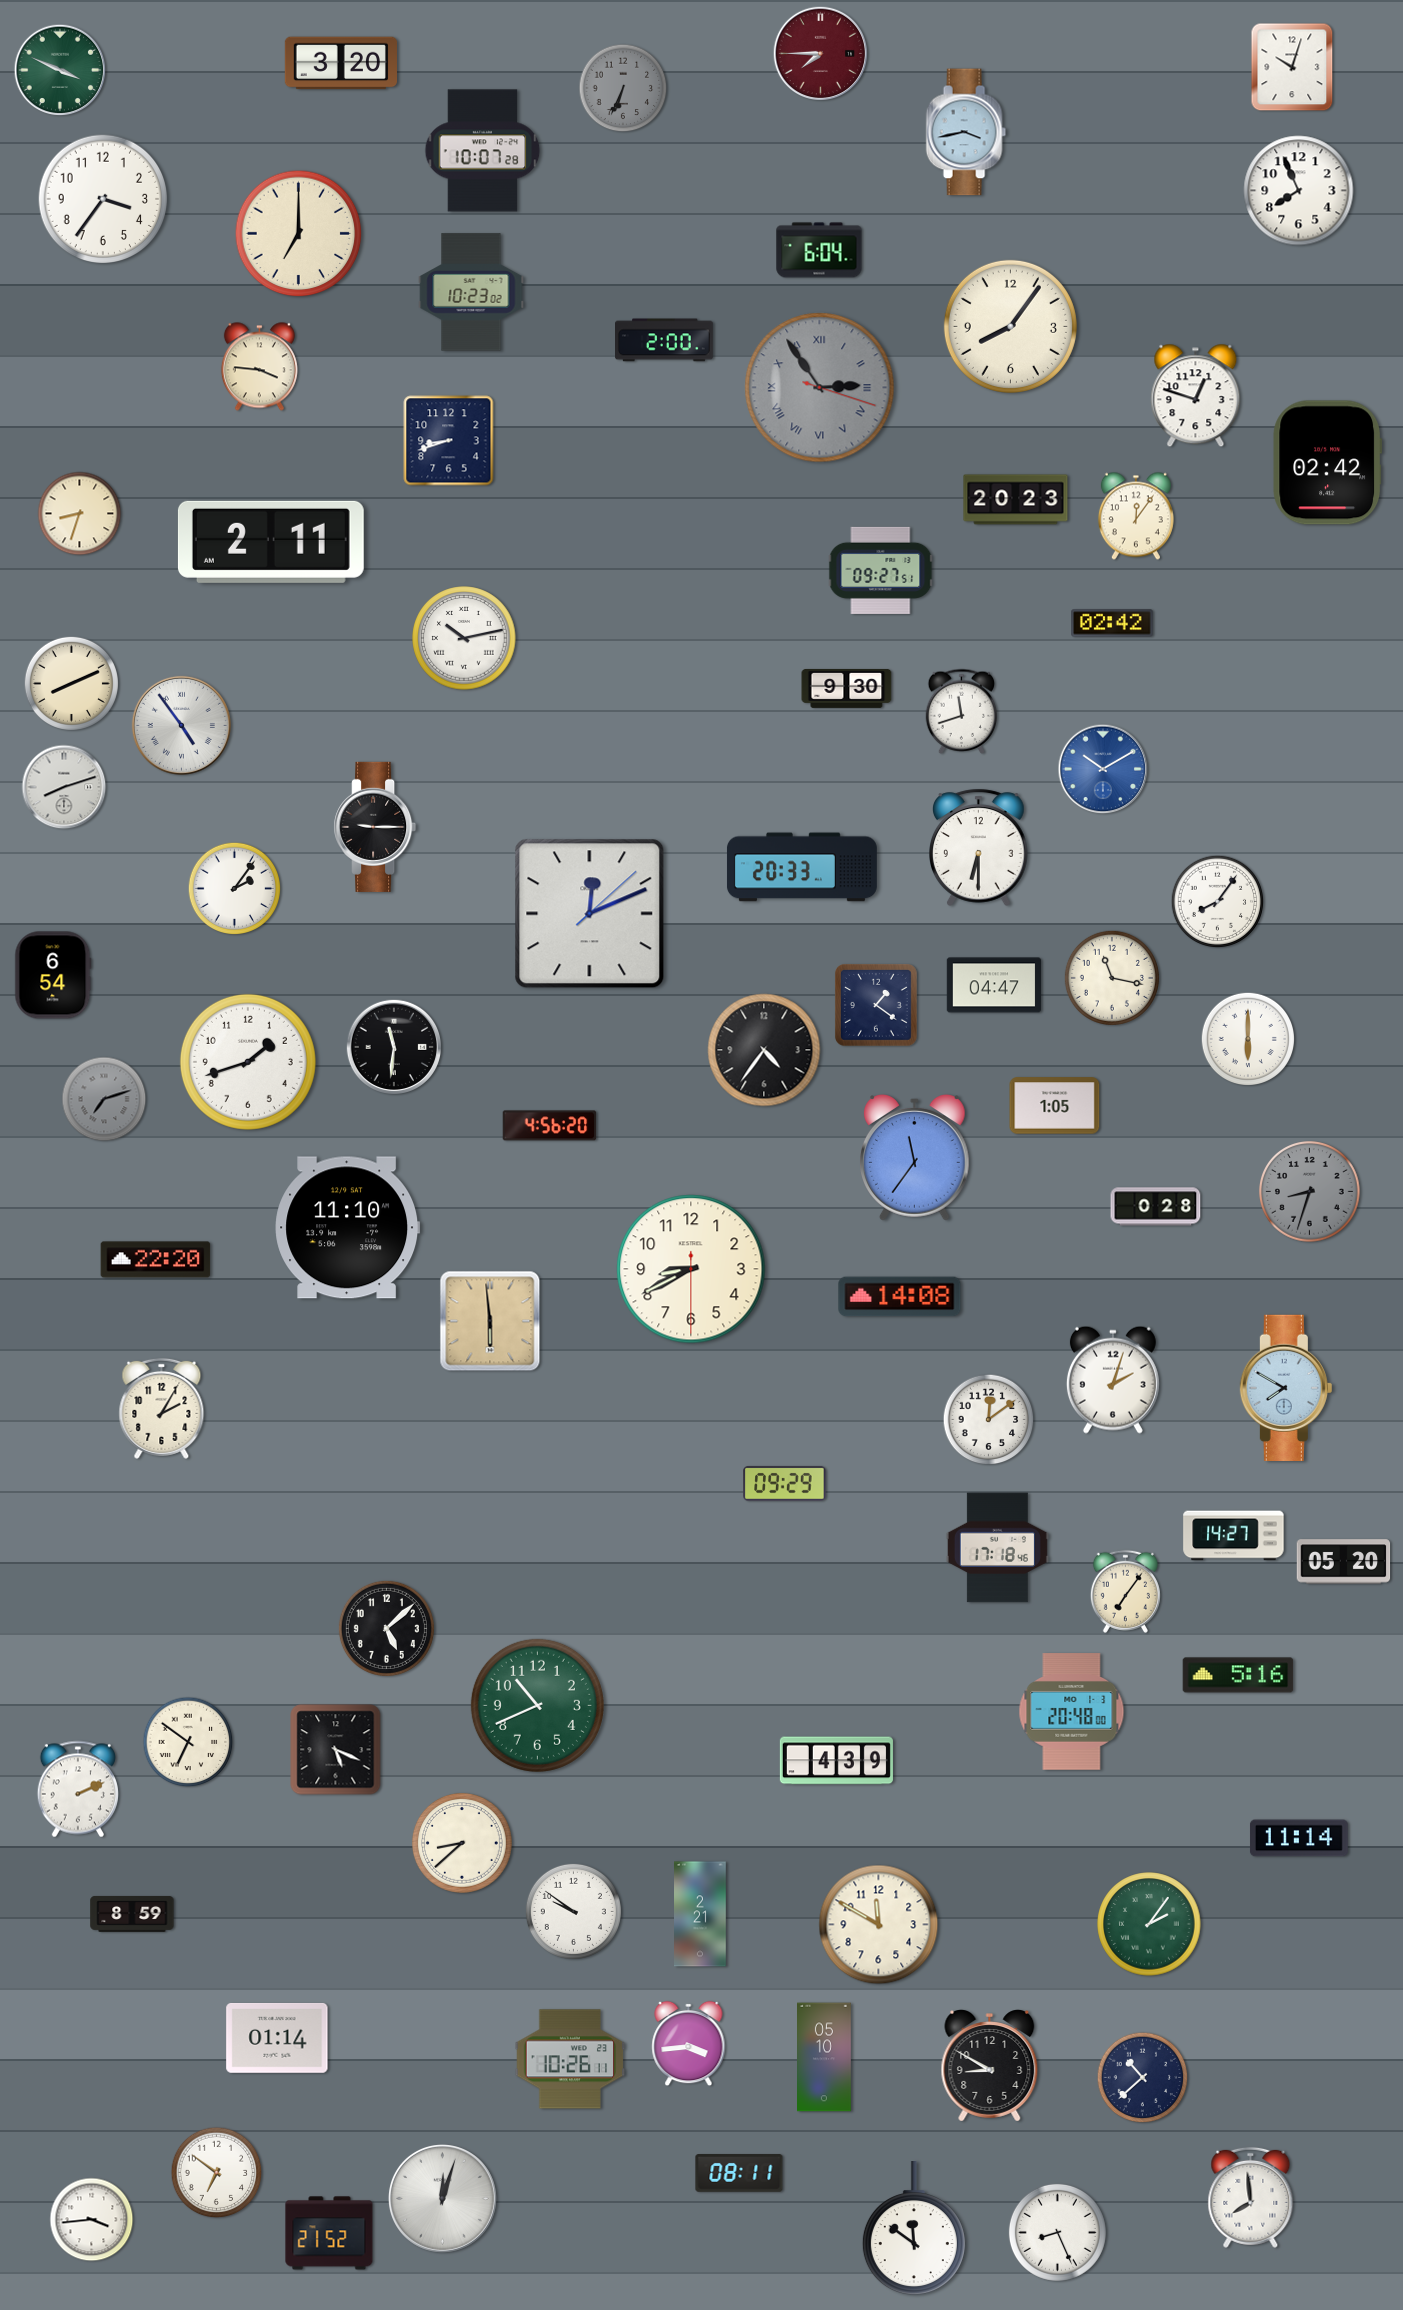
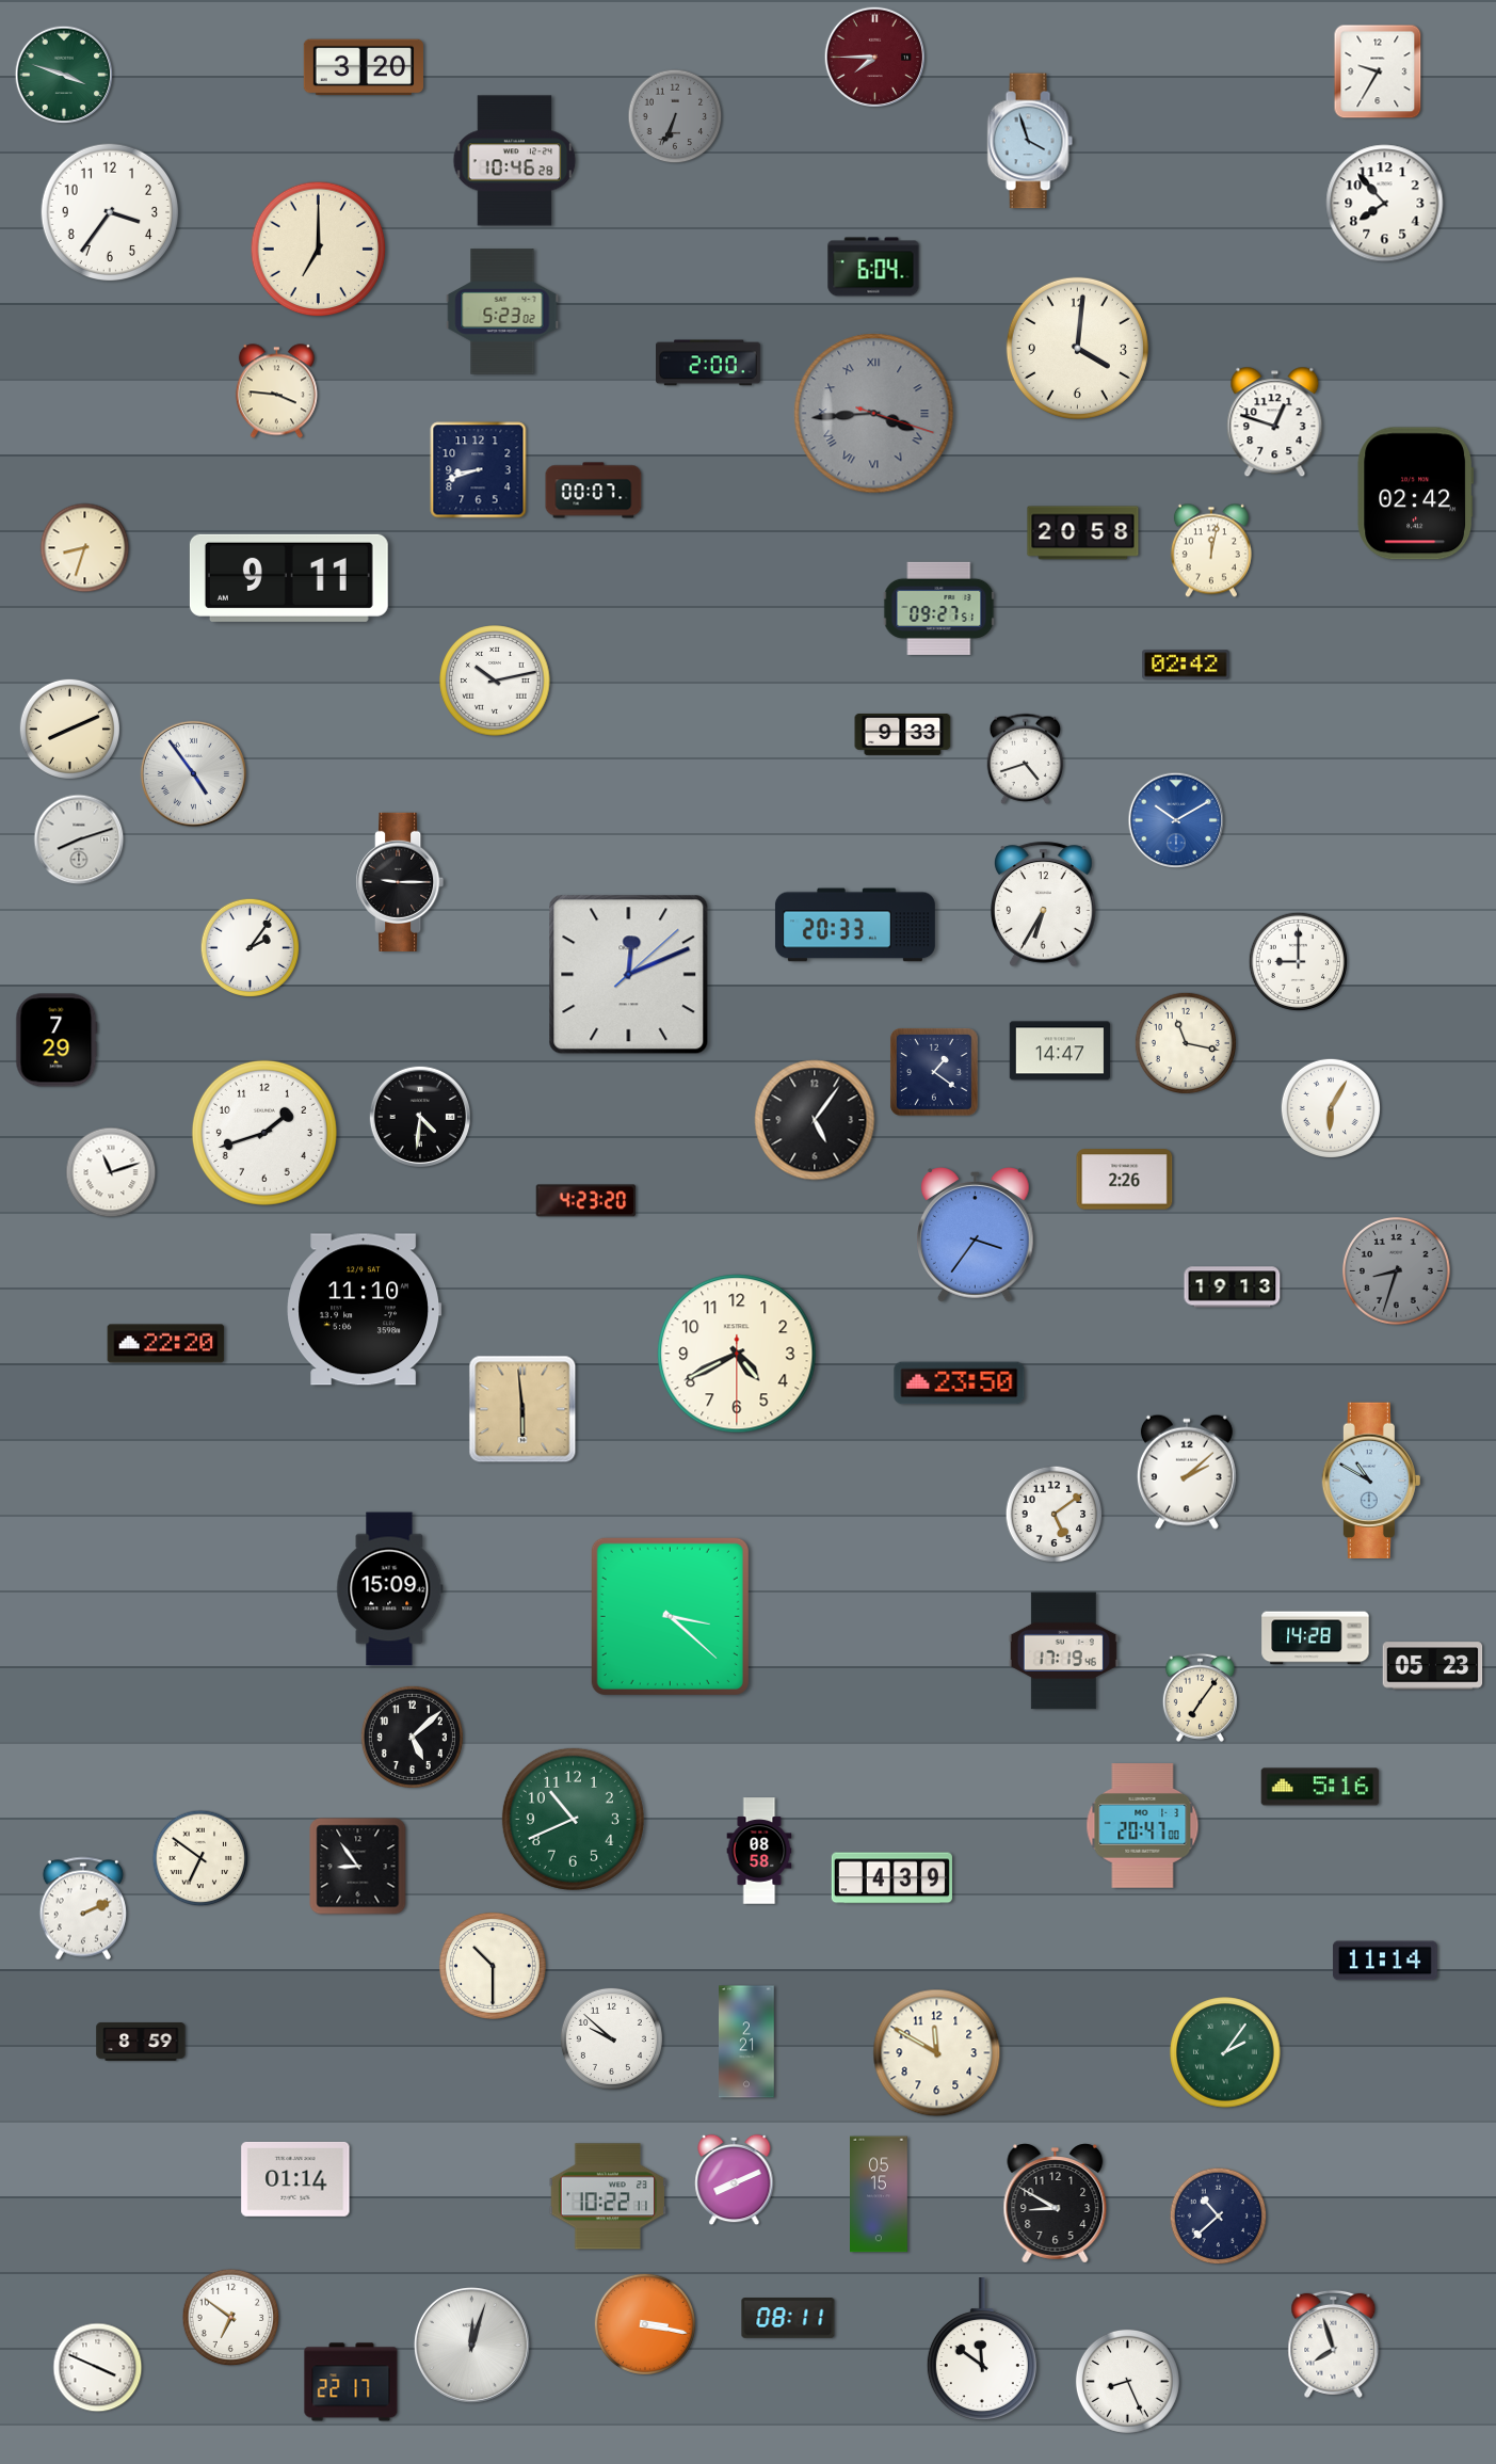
clock at (1292, 67): 10:03 -> 9:35
clock at (60, 70): 3:49 -> 3:48
clock at (623, 88) position: (623, 88) -> (675, 116)
clock at (966, 132): 3:43 -> 3:57
clock at (483, 151): 10:07 -> 10:46
clock at (1299, 191): 7:56 -> 7:53
clock at (471, 292): 10:23 -> 5:23
clock at (1010, 326): 8:06 -> 4:01
clock at (820, 388): 2:54 -> 3:44
clock at (594, 491): none -> 00:07
clock at (1016, 500): 20:23 -> 20:58
clock at (1136, 516): 12:06 -> 12:02
clock at (271, 542): 2:11 -> 9:11
clock at (71, 683) position: (71, 683) -> (69, 729)
clock at (847, 688): 9:30 -> 9:33
clock at (962, 711): 11:42 -> 4:42
clock at (64, 787) position: (64, 787) -> (79, 839)
clock at (979, 847): 6:30 -> 6:35
clock at (1218, 902): 8:06 -> 9:00
clock at (53, 975): 6:54 -> 7:29
clock at (994, 985): 04:47 -> 14:47
clock at (1247, 1038): 6:00 -> 6:05
clock at (393, 1046): 11:31 -> 4:31
clock at (764, 1050): 4:36 -> 5:06
clock at (104, 1099): 7:12 -> 11:12
clock at (104, 1099) dial: grey -> white
clock at (1055, 1106): 1:05 -> 2:26
clock at (550, 1126): 4:56 -> 4:23
clock at (915, 1158): 11:36 -> 3:36
clock at (1156, 1207): 0:28 -> 19:13
clock at (348, 1228) position: (348, 1228) -> (365, 1310)
clock at (691, 1269): 8:40 -> 4:40
clock at (900, 1297): 14:08 -> 23:50
clock at (1113, 1380): 2:03 -> 2:08
clock at (1286, 1387): 7:50 -> 10:50
clock at (162, 1408): 2:05 -> none
clock at (989, 1420): 12:09 -> 5:09
clock at (785, 1483): 09:29 -> none
clock at (390, 1589): none -> 15:09
clock at (670, 1616): none -> 3:22
clock at (1234, 1536): 14:27 -> 14:28
clock at (997, 1548): 17:18 -> 17:19
clock at (1344, 1562): 05:20 -> 05:23
clock at (1072, 1712): 20:48 -> 20:47
clock at (759, 1851): none -> 08:58
clock at (336, 1750): 5:19 -> 8:54
clock at (462, 1843): 8:38 -> 10:30
clock at (573, 1911): 9:51 -> 9:52
clock at (277, 2038) position: (277, 2038) -> (295, 2179)
clock at (689, 2044): 3:44 -> 8:11
clock at (825, 2057): 05:10 -> 05:15
clock at (570, 2059): 10:26 -> 10:22
clock at (645, 2324): none -> 3:17
clock at (1251, 2197): 7:59 -> 7:57
clock at (92, 2220): 3:44 -> 3:49
clock at (914, 2229) position: (914, 2229) -> (982, 2350)
clock at (329, 2233): 21:52 -> 22:17
